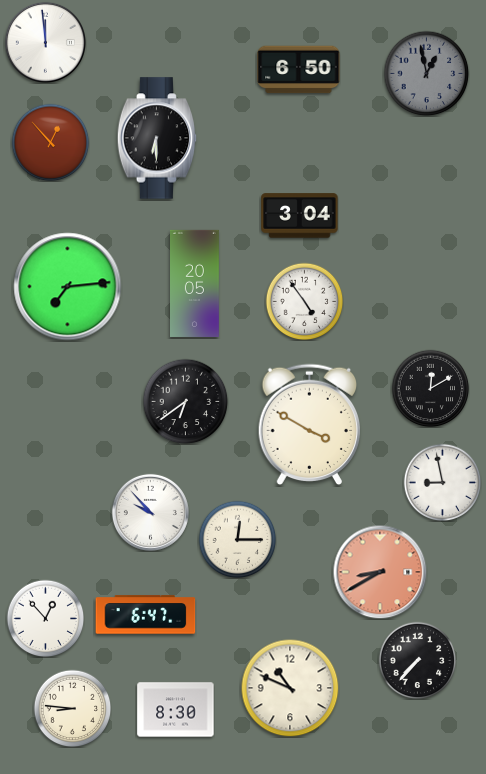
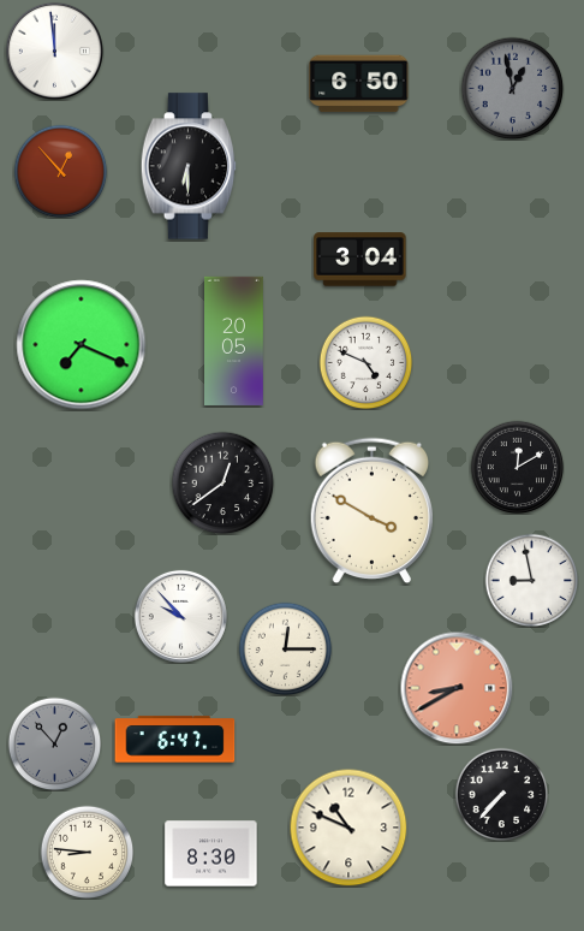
clock at (68, 287): 7:14 -> 7:19
clock at (304, 301): 4:54 -> 4:49
clock at (185, 401): 6:39 -> 12:39
clock at (45, 618) dial: white -> grey
